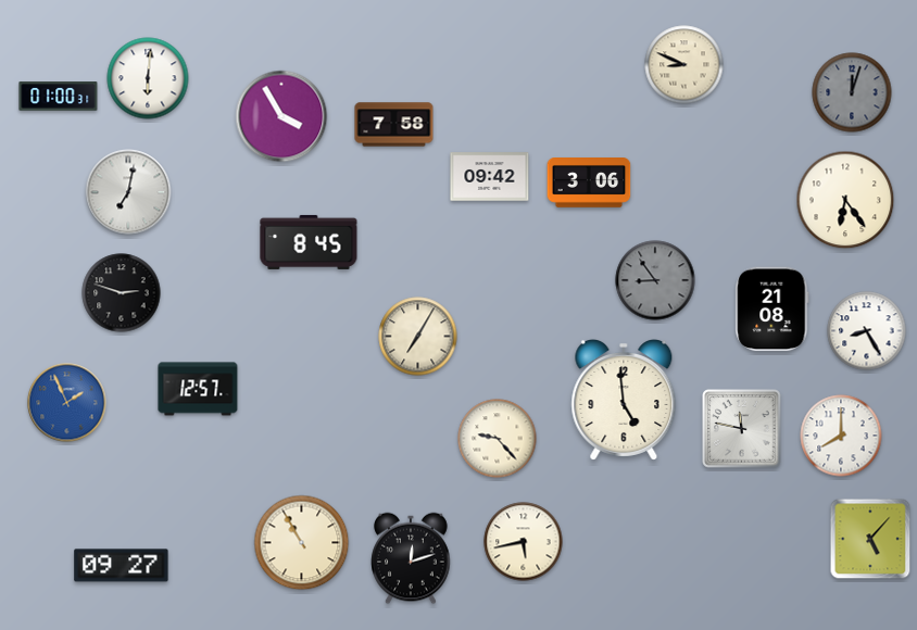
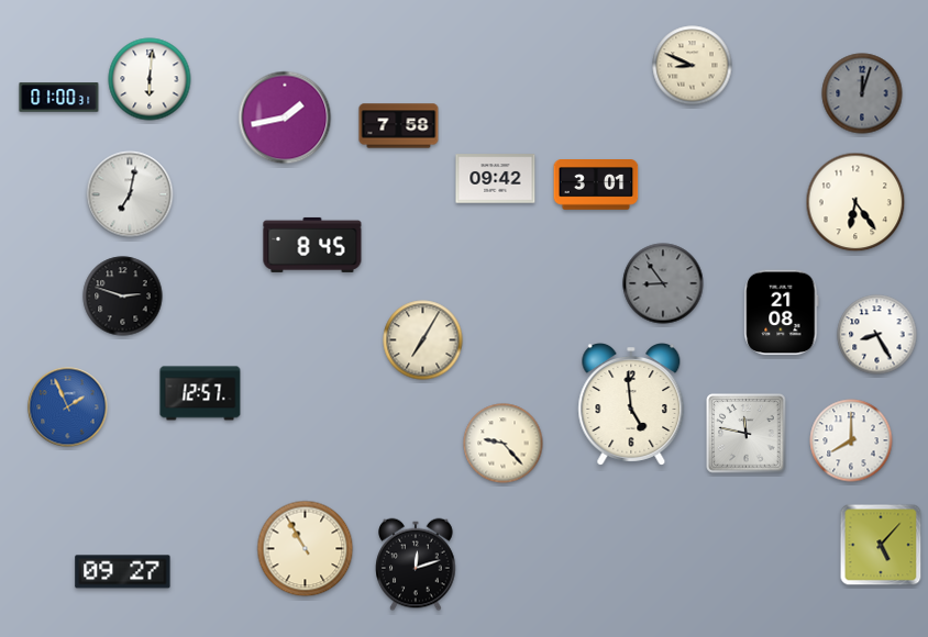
clock at (281, 116): 3:55 -> 1:43
clock at (589, 184): 3:06 -> 3:01
clock at (742, 429) position: (742, 429) -> (747, 434)
clock at (524, 542): 5:43 -> none
